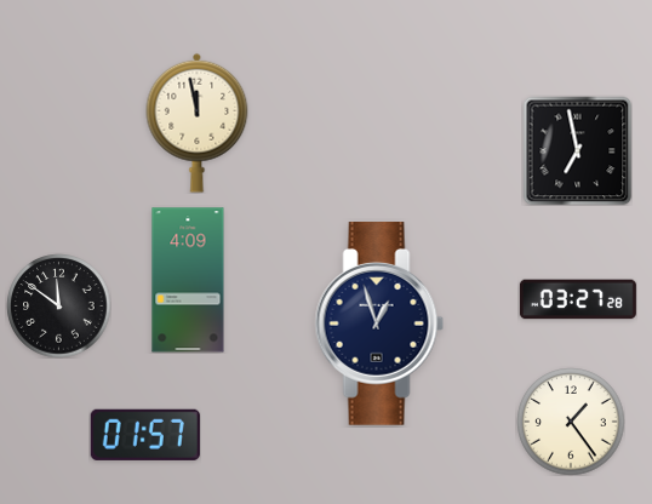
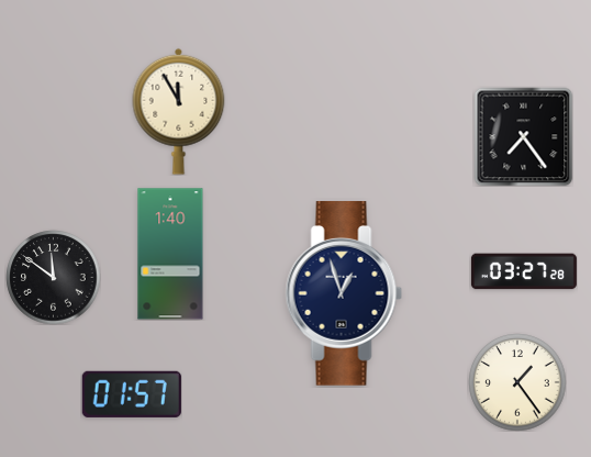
clock at (198, 122): 11:58 -> 11:55
clock at (577, 150): 6:58 -> 7:24
clock at (188, 280): 4:09 -> 1:40
